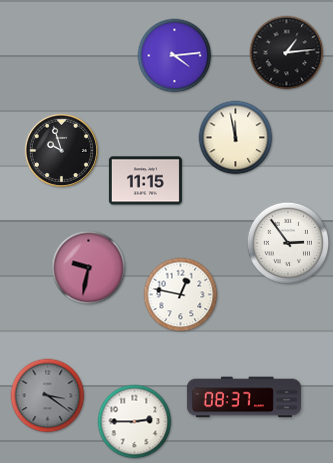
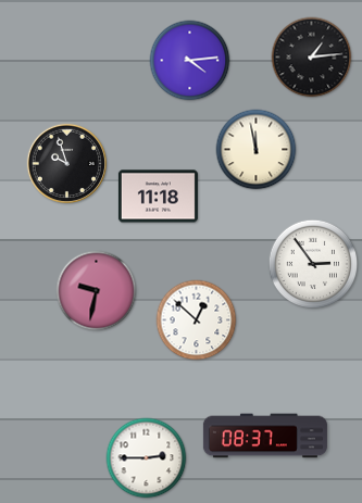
clock at (145, 181): 11:15 -> 11:18
clock at (181, 295): 12:47 -> 12:52
clock at (48, 396): 3:21 -> none
clock at (244, 397) position: (244, 397) -> (265, 436)
